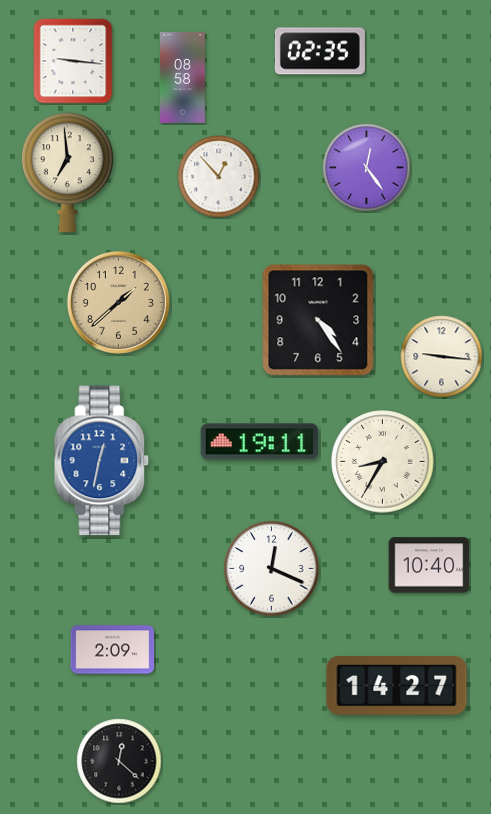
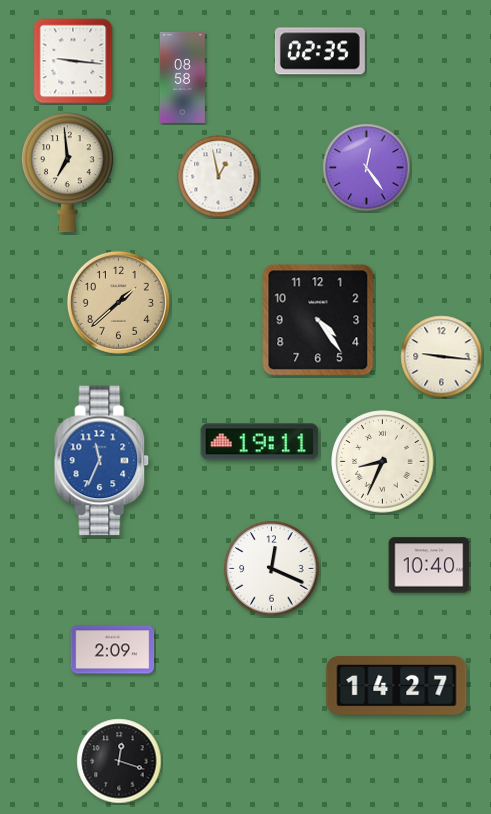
clock at (219, 177): 12:53 -> 12:58
clock at (102, 461): 12:32 -> 11:34
clock at (383, 462): 8:35 -> 8:34
clock at (119, 761): 12:22 -> 12:18
